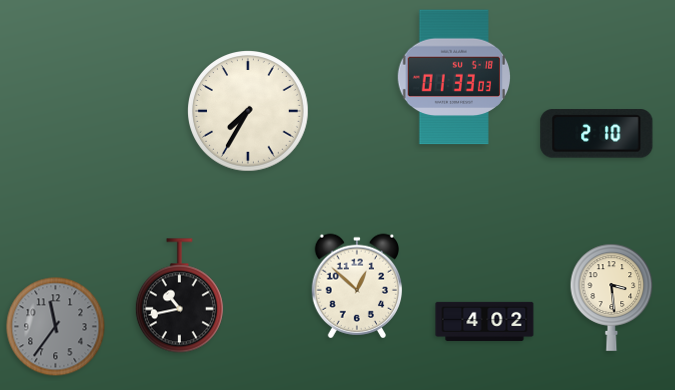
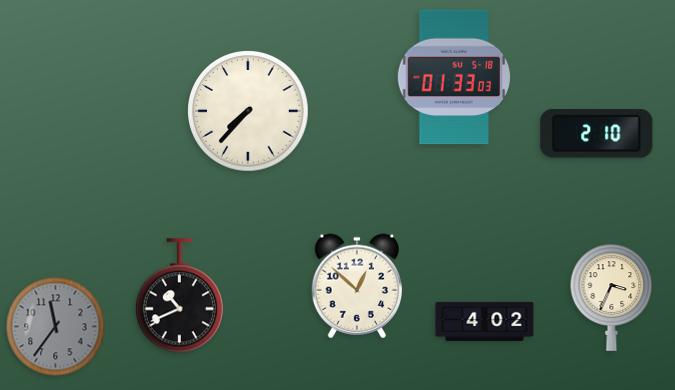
clock at (249, 112): 7:35 -> 7:37
clock at (179, 296): 10:43 -> 10:41
clock at (612, 297): 3:29 -> 3:34
